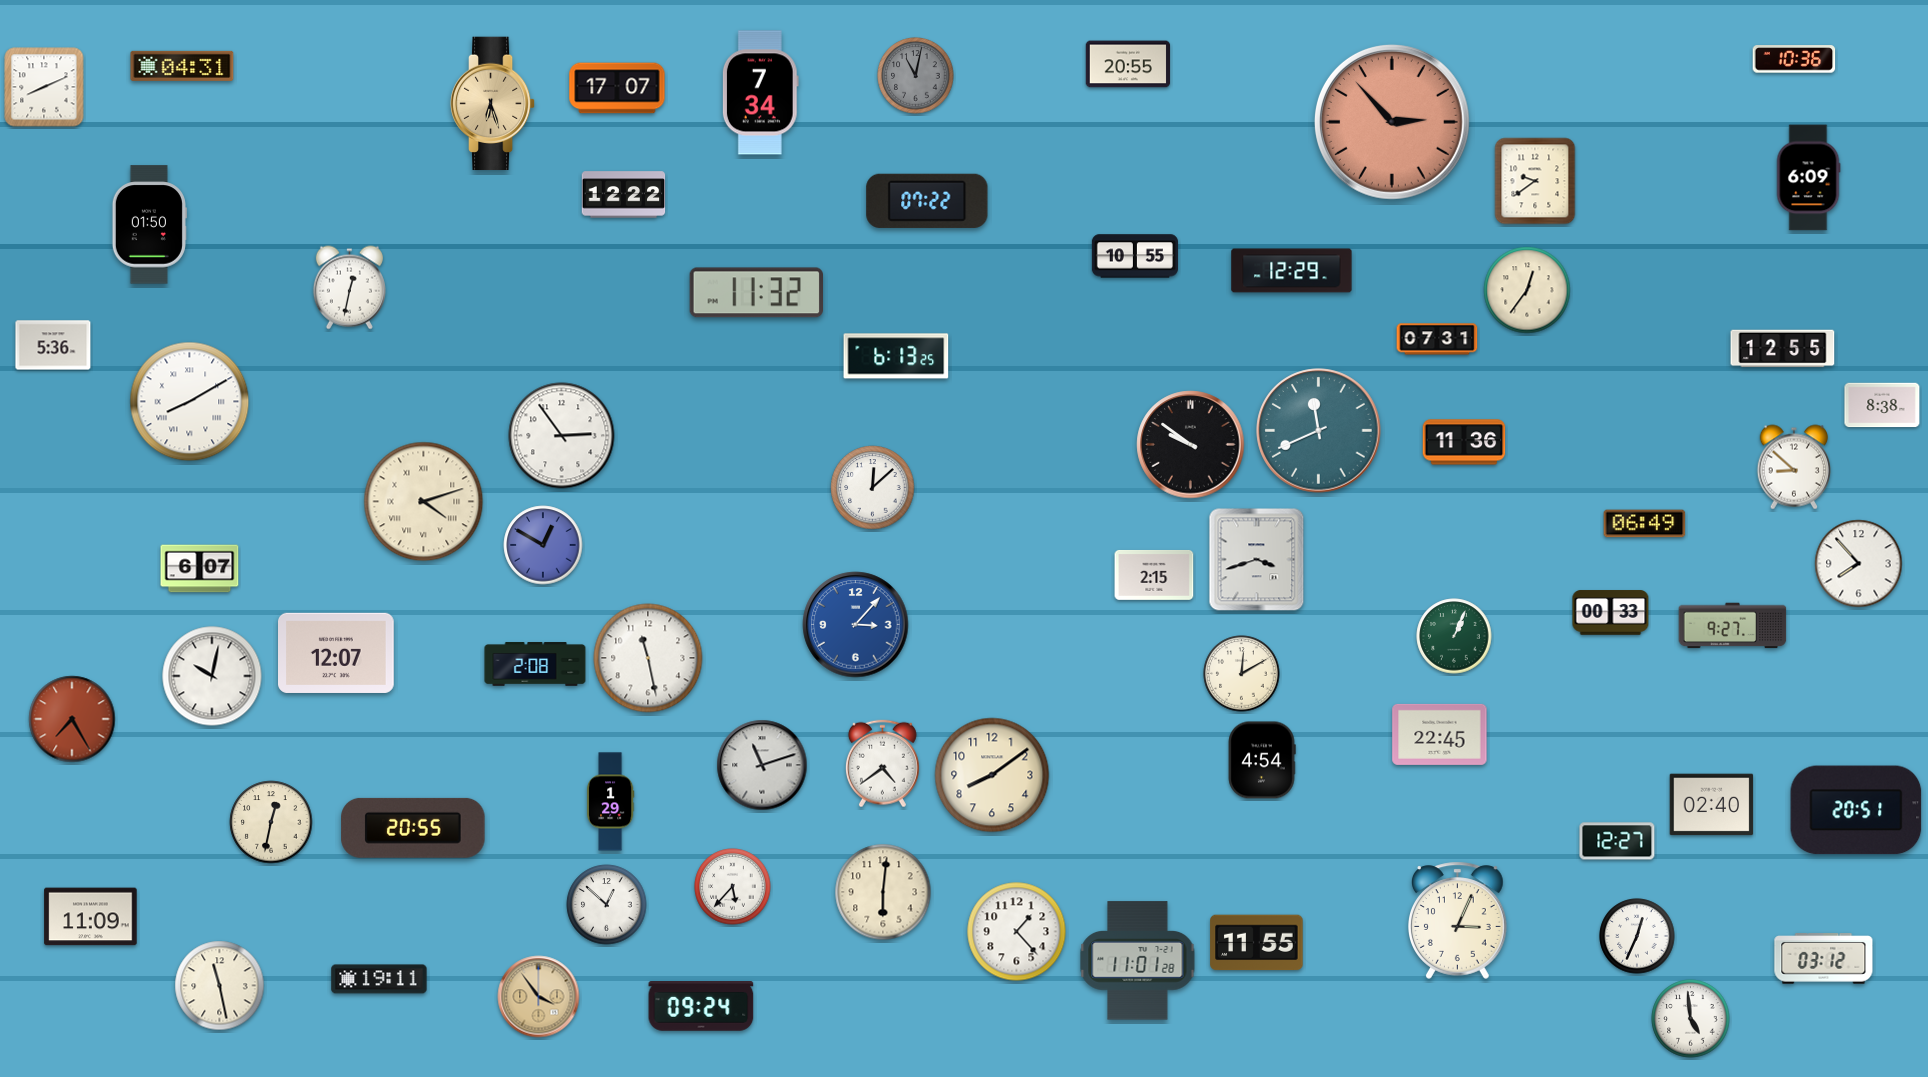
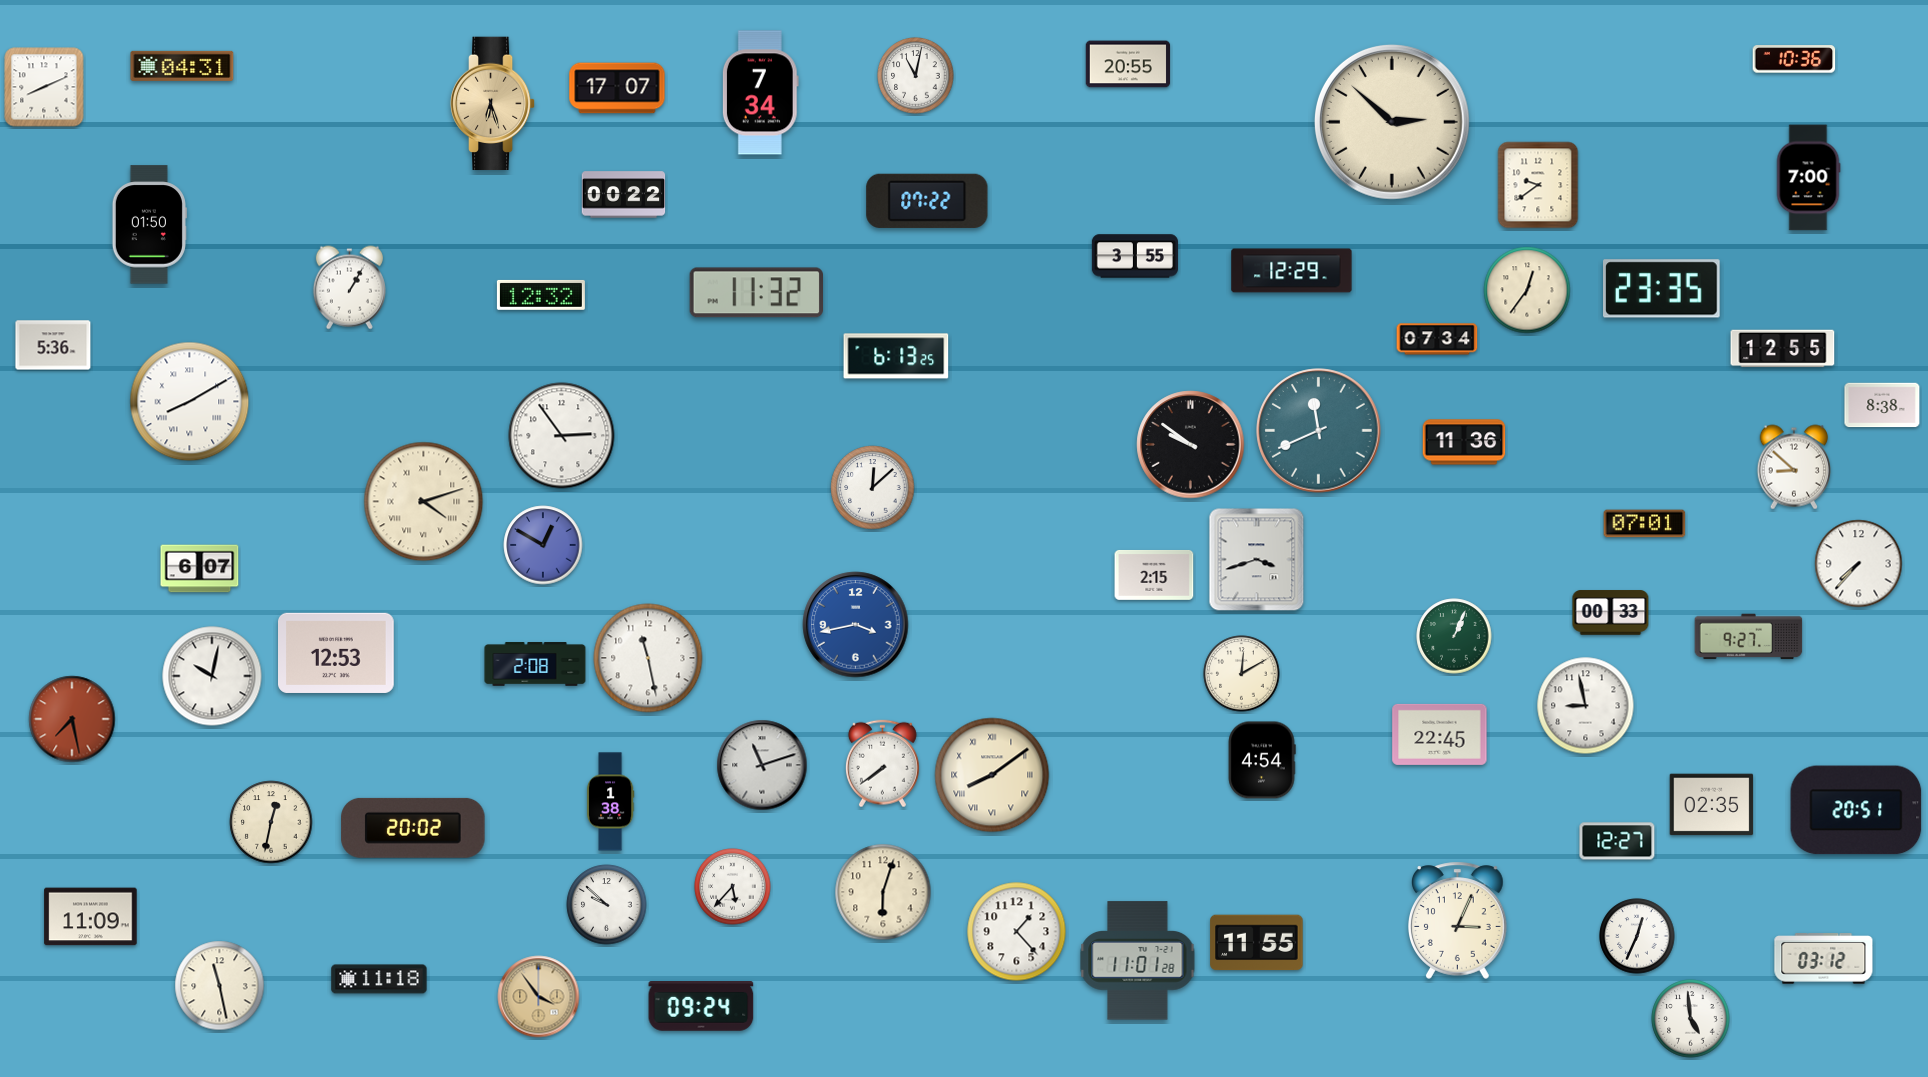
clock at (916, 76) dial: grey -> white
clock at (1392, 122): 2:53 -> 2:52
clock at (1392, 122) dial: salmon -> cream
clock at (1808, 178): 6:09 -> 7:00
clock at (1535, 181) position: (1535, 181) -> (1538, 185)
clock at (624, 195): 12:22 -> 00:22
clock at (1135, 256): 10:55 -> 3:55
clock at (349, 288): 12:32 -> 1:05
clock at (1662, 289): none -> 23:35
clock at (541, 295): none -> 12:32
clock at (1437, 339): 07:31 -> 07:34
clock at (1645, 524): 06:49 -> 07:01
clock at (1859, 564): 7:53 -> 7:37
clock at (856, 625): 3:07 -> 3:43
clock at (1733, 626) position: (1733, 626) -> (1749, 637)
clock at (337, 653): 12:07 -> 12:53
clock at (1586, 706): none -> 8:58
clock at (72, 719): 7:25 -> 7:28
clock at (882, 764): 4:39 -> 7:39
clock at (992, 775) numerals: Arabic -> Roman
clock at (610, 802): 1:29 -> 1:38
clock at (1712, 805): 02:40 -> 02:35
clock at (413, 828): 20:55 -> 20:02
clock at (883, 892): 6:01 -> 6:03
clock at (607, 905): 12:52 -> 9:52
clock at (379, 979): 19:11 -> 11:18
